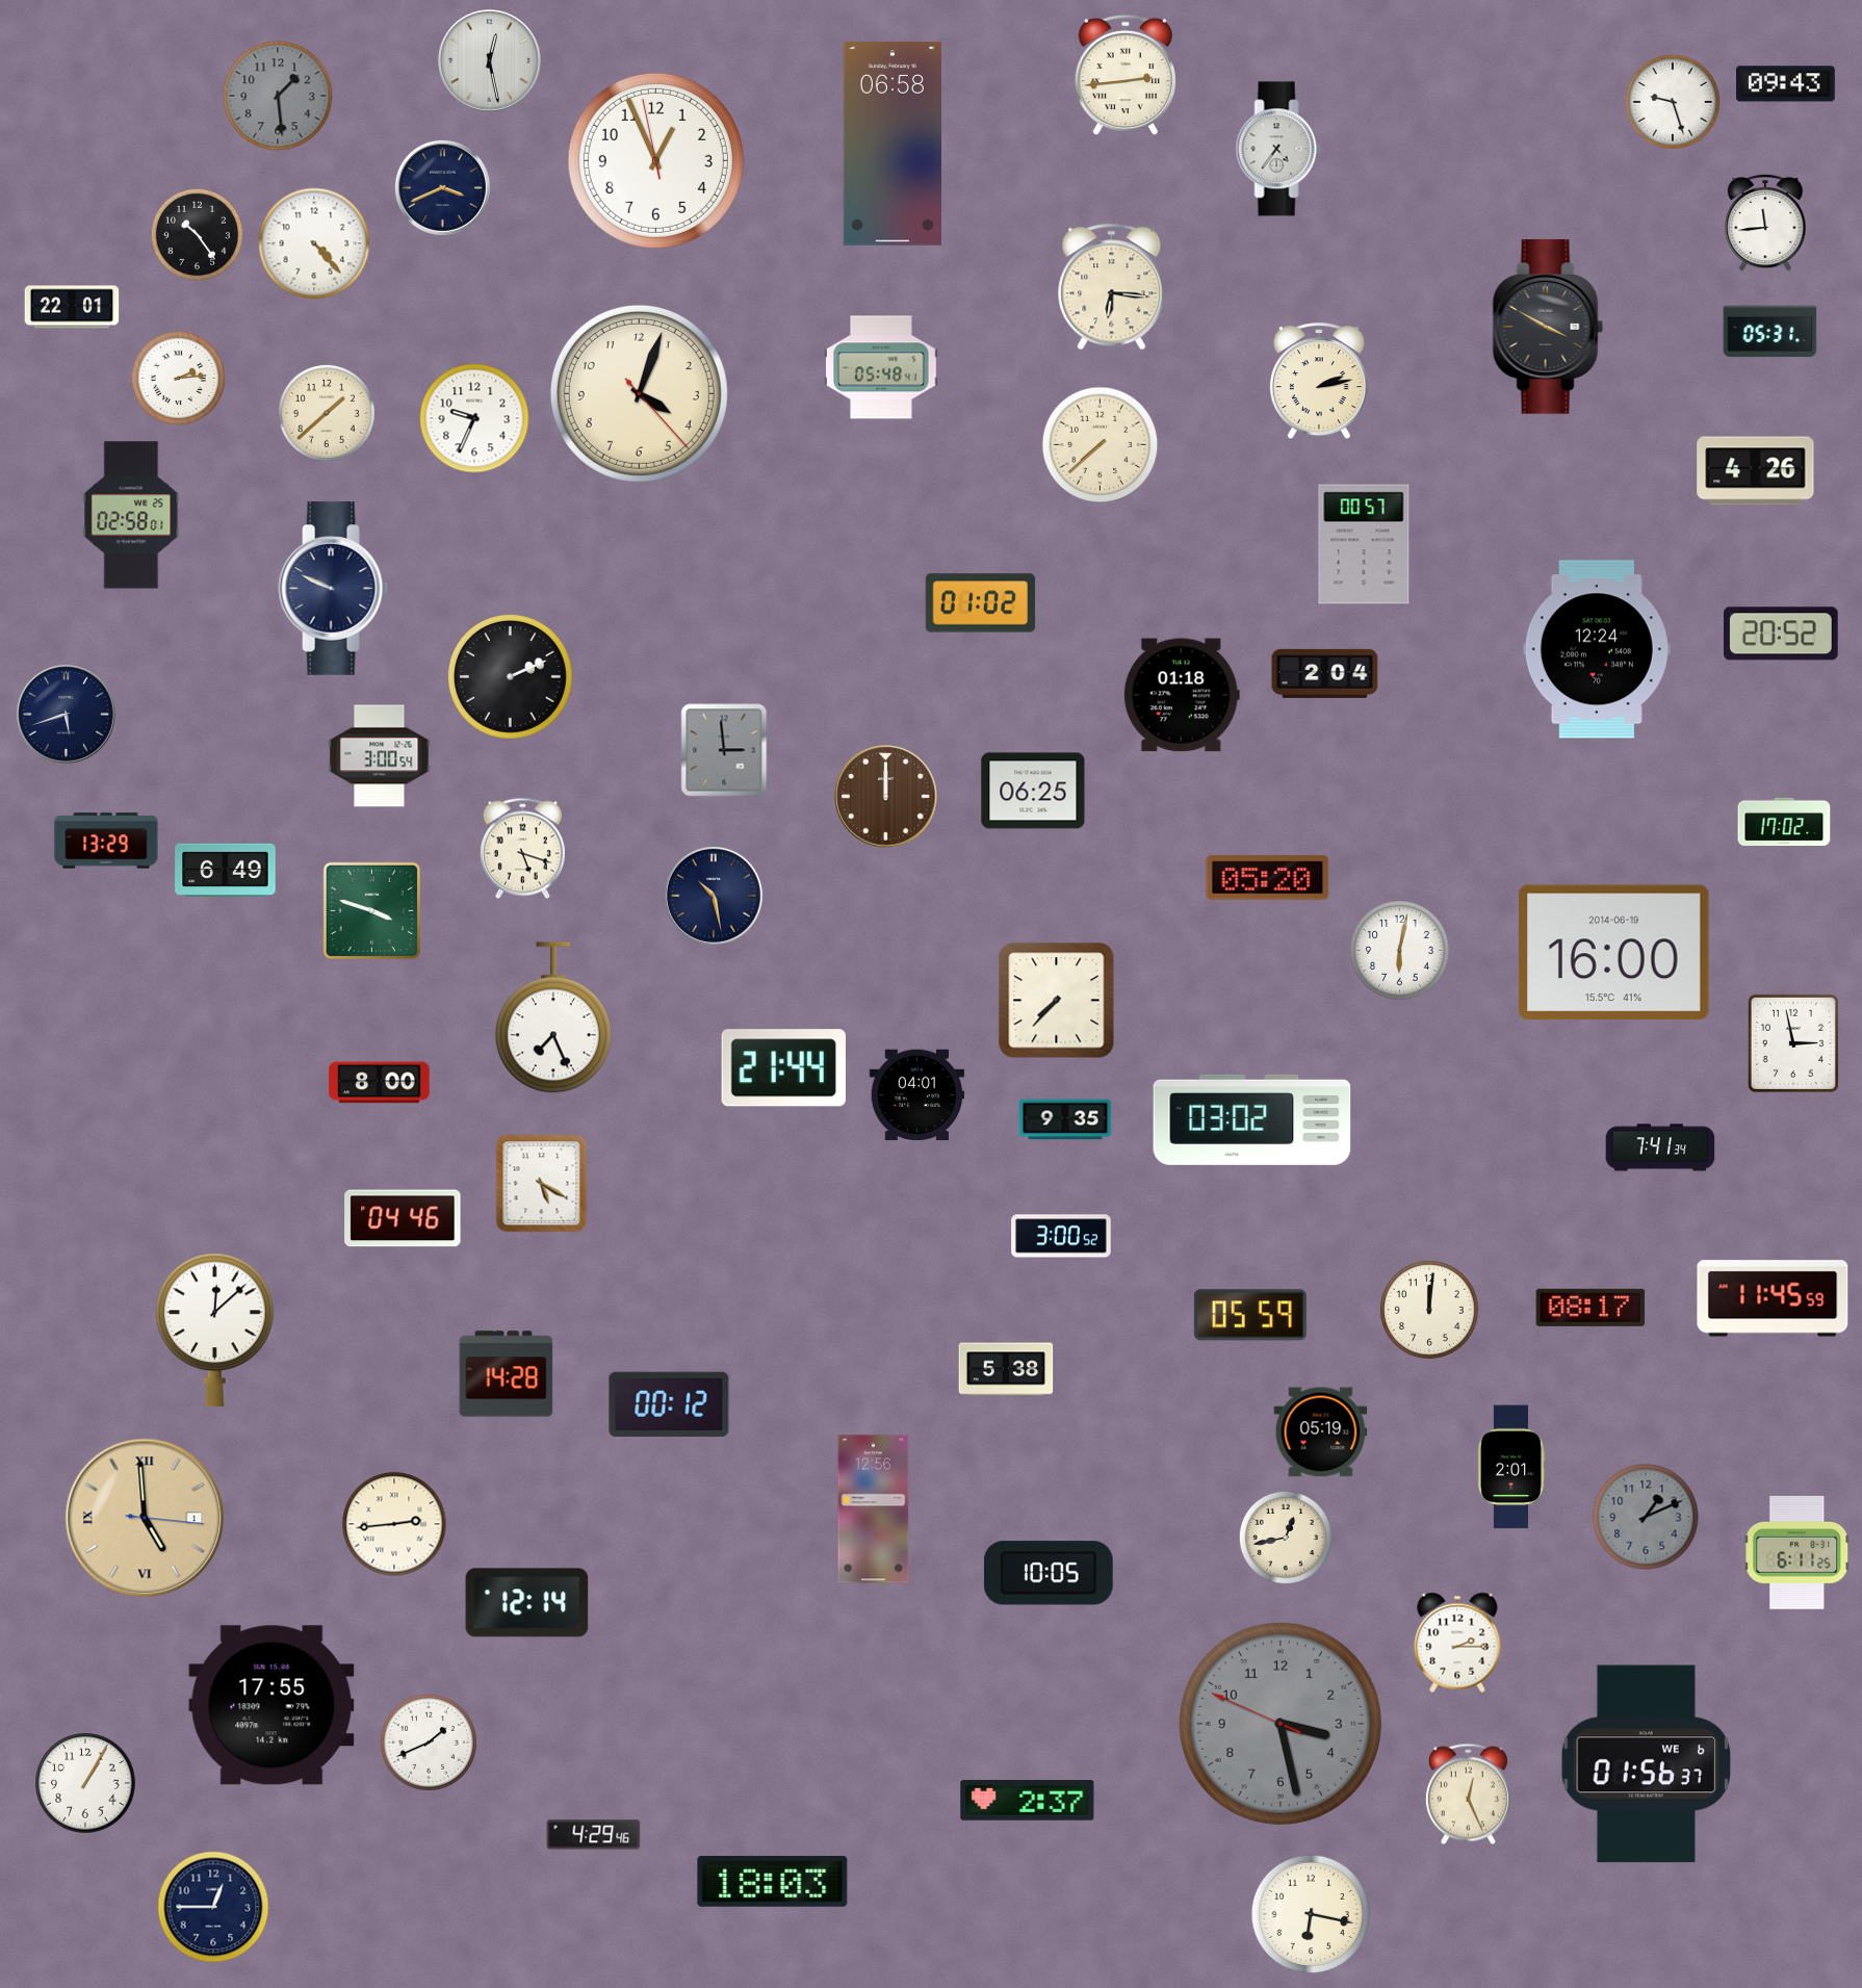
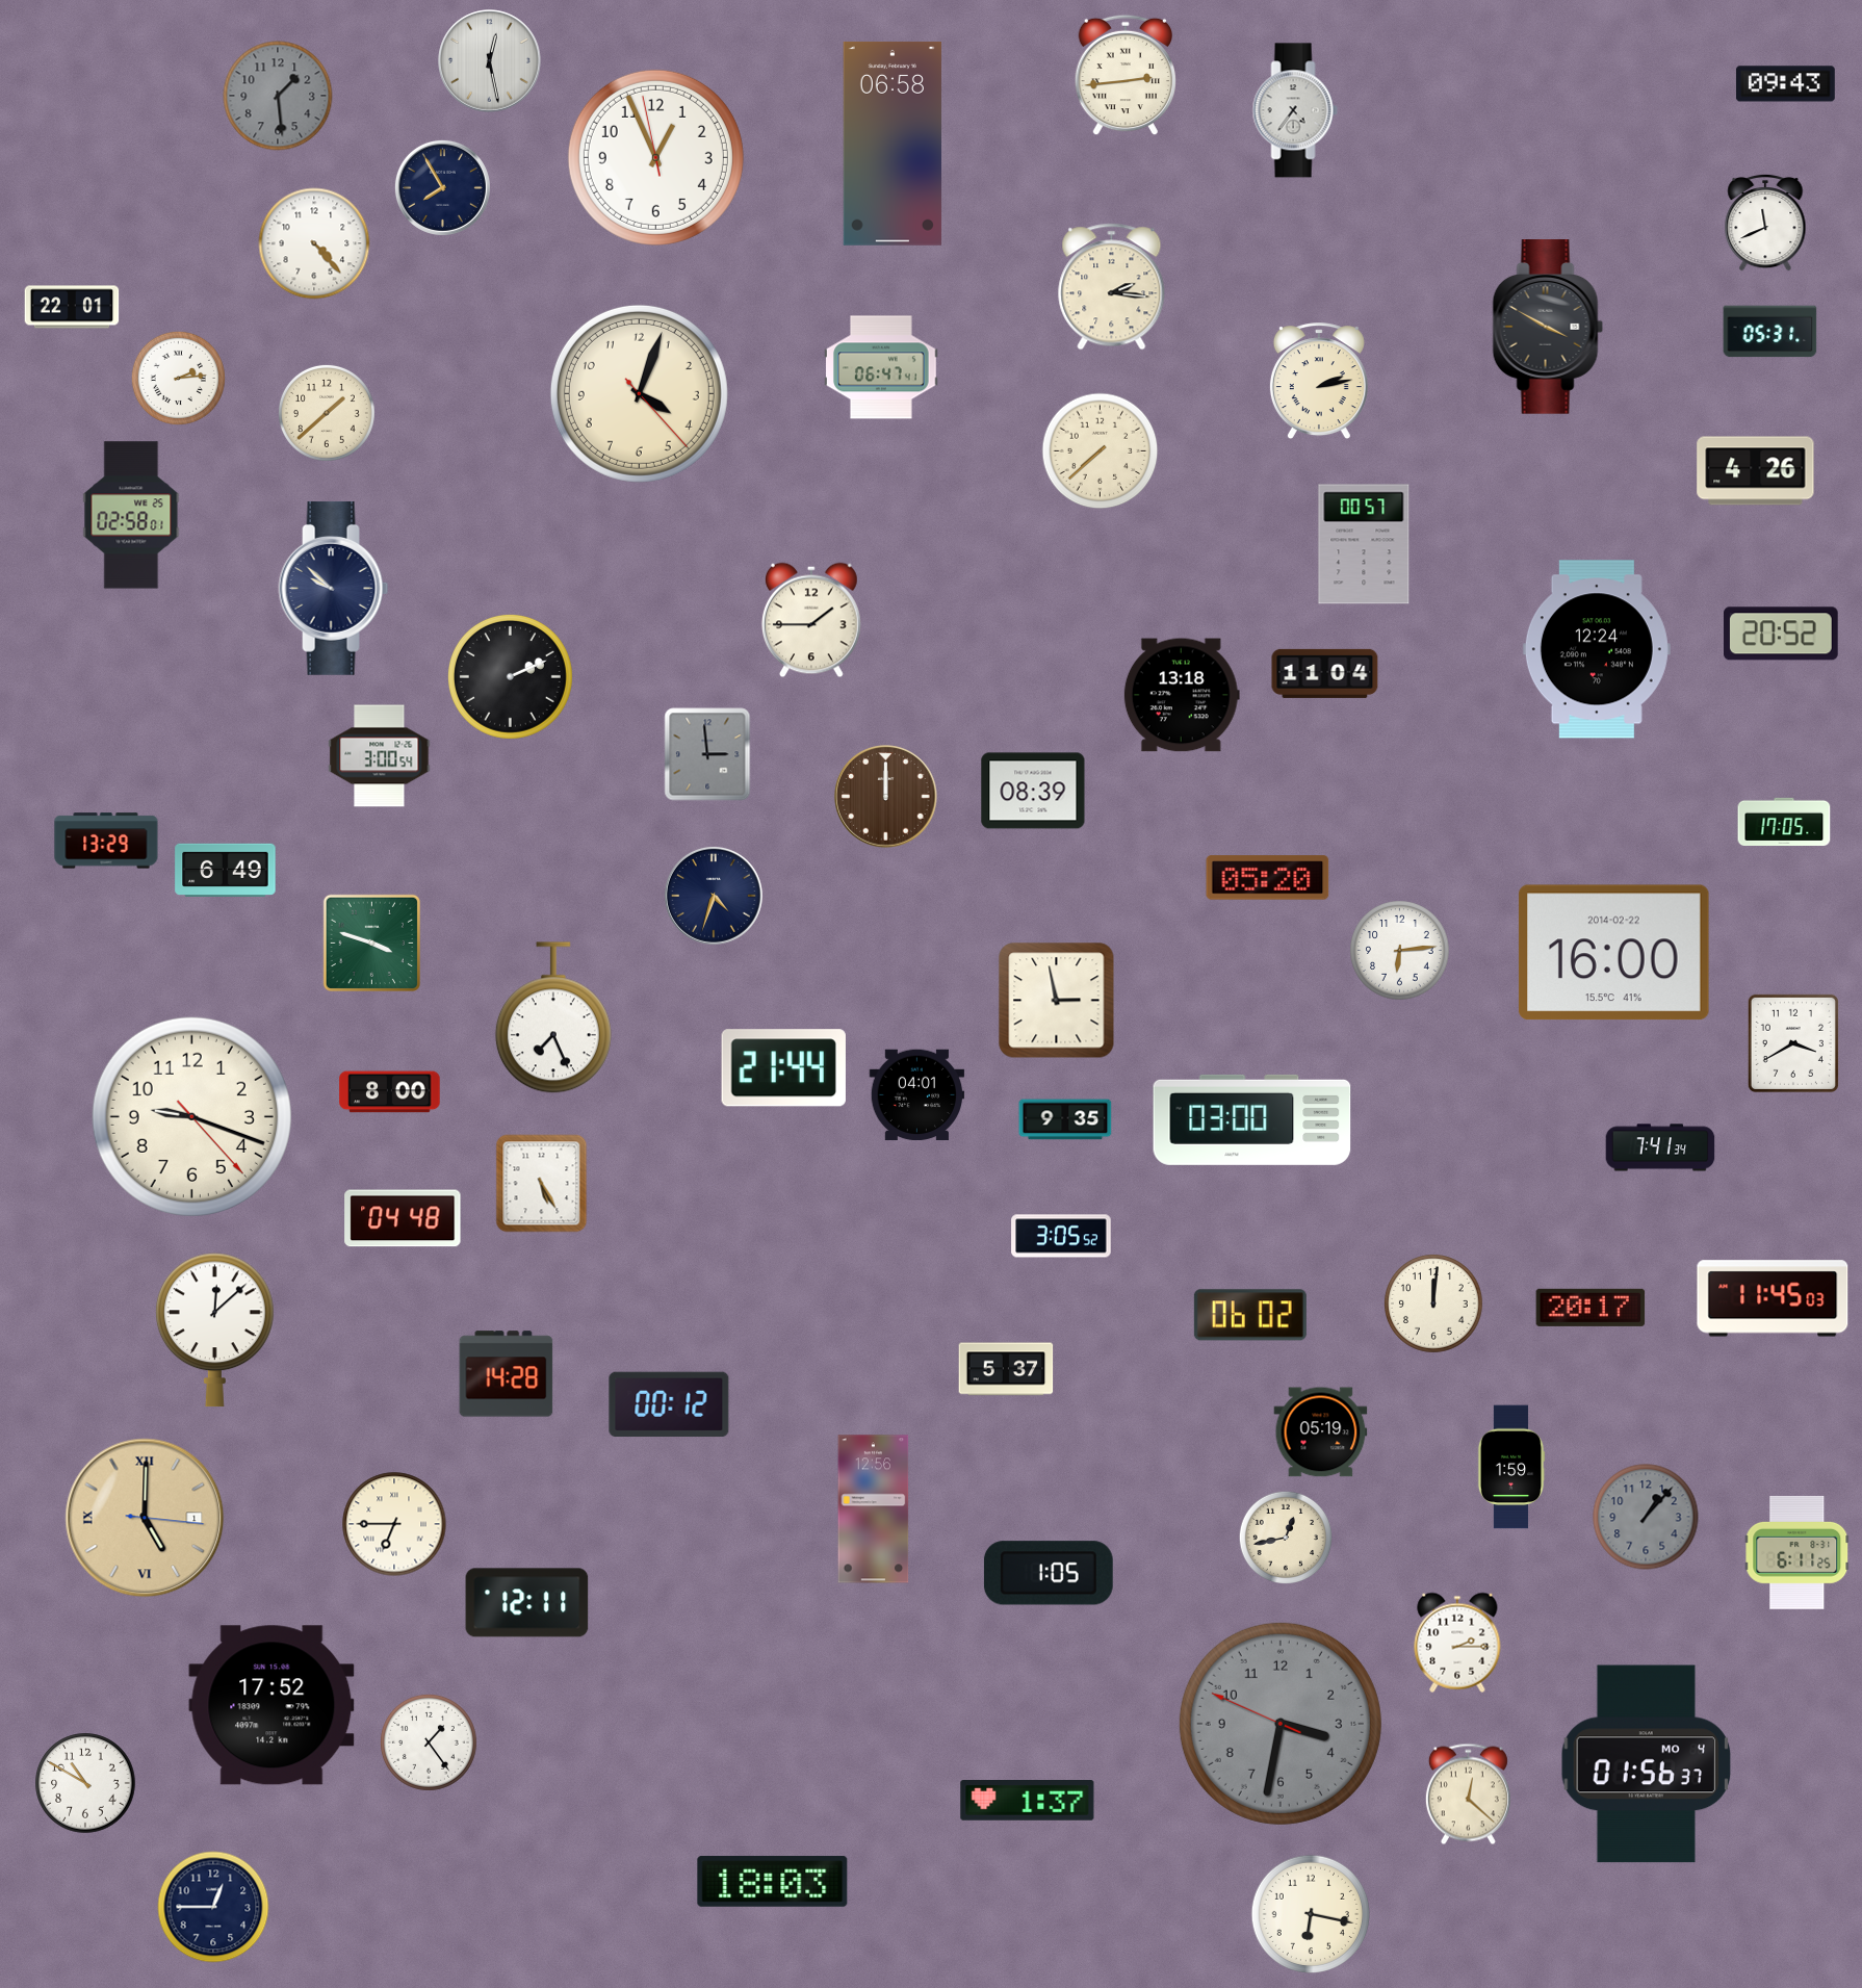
clock at (1673, 102): 9:27 -> none
clock at (1278, 149) position: (1278, 149) -> (1295, 110)
clock at (655, 160) position: (655, 160) -> (655, 157)
clock at (442, 187): 3:41 -> 7:55
clock at (1765, 223): 11:44 -> 11:41
clock at (198, 235): 10:24 -> none
clock at (1112, 287): 6:16 -> 2:16
clock at (881, 367): 05:48 -> 06:47
clock at (474, 418): 9:34 -> none
clock at (1101, 445) position: (1101, 445) -> (1101, 451)
clock at (334, 588): 9:49 -> 9:52
clock at (981, 603): 01:02 -> none
clock at (811, 620): none -> 1:45
clock at (1325, 673): 2:04 -> 11:04
clock at (1182, 695): 01:18 -> 13:18
clock at (66, 714): 5:42 -> none
clock at (724, 750) position: (724, 750) -> (707, 754)
clock at (1033, 791): 06:25 -> 08:39
clock at (1784, 822): 17:02 -> 17:05
clock at (522, 849): 5:18 -> none
clock at (714, 896): 10:28 -> 4:33
clock at (371, 910) position: (371, 910) -> (371, 943)
clock at (1400, 951): 6:02 -> 6:14
clock at (1613, 953) date: 2014-06-19 -> 2014-02-22
clock at (1057, 1001): 7:37 -> 2:58
clock at (1793, 1043): 2:58 -> 3:40
clock at (380, 1083) position: (380, 1083) -> (390, 1092)
clock at (191, 1116): none -> 9:18
clock at (1252, 1119): 03:02 -> 03:00
clock at (542, 1184): 5:20 -> 5:25
clock at (403, 1218): 04:46 -> 04:48
clock at (1061, 1236): 3:00 -> 3:05
clock at (1773, 1298): 11:45:59 -> 11:45:03
clock at (1591, 1308): 08:17 -> 20:17
clock at (1429, 1310) position: (1429, 1310) -> (1433, 1303)
clock at (1250, 1315): 05:59 -> 06:02
clock at (1006, 1369): 5:38 -> 5:37
clock at (1511, 1467): 2:01 -> 1:59
clock at (1646, 1517): 1:11 -> 1:07
clock at (145, 1518): 4:59 -> 5:00
clock at (394, 1524): 2:44 -> 6:45
clock at (1049, 1573): 10:05 -> 1:05
clock at (527, 1603): 12:14 -> 12:11
clock at (271, 1705): 17:55 -> 17:52
clock at (1281, 1724): 3:27 -> 3:31
clock at (429, 1742): 1:41 -> 1:24
clock at (1647, 1764) date: WE 6 -> MO 4
clock at (85, 1783): 1:05 -> 10:50
clock at (1468, 1795): 12:26 -> 12:22
clock at (1028, 1801): 2:37 -> 1:37
clock at (594, 1835): 4:29 -> none
